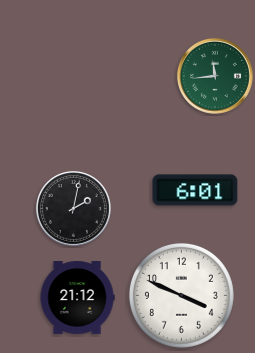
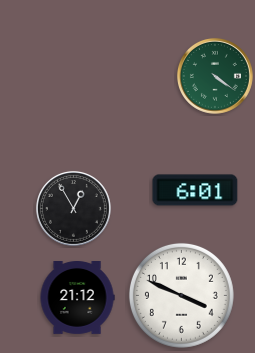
clock at (215, 76): 11:44 -> 4:21
clock at (73, 208): 2:02 -> 12:55
